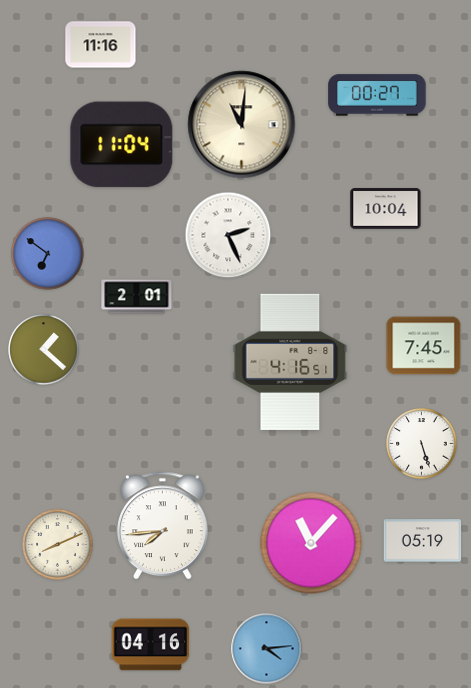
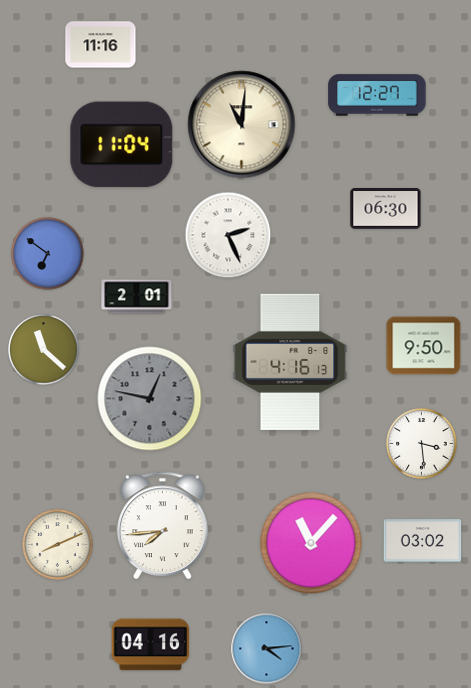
clock at (377, 95): 00:27 -> 12:27
clock at (386, 209): 10:04 -> 06:30
clock at (424, 346): 7:45 -> 9:50
clock at (44, 350): 1:22 -> 11:22
clock at (290, 362): 4:16:51 -> 4:16:13
clock at (150, 399): none -> 12:47
clock at (422, 444): 5:27 -> 3:29
clock at (423, 541): 05:19 -> 03:02
